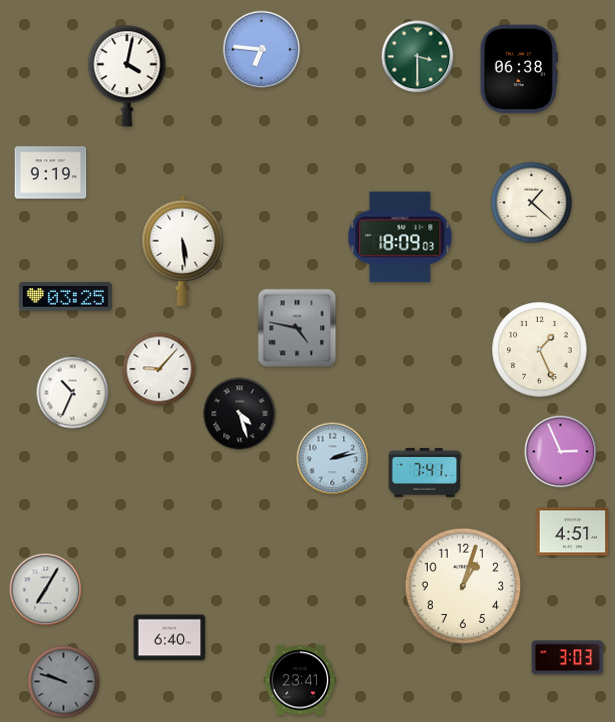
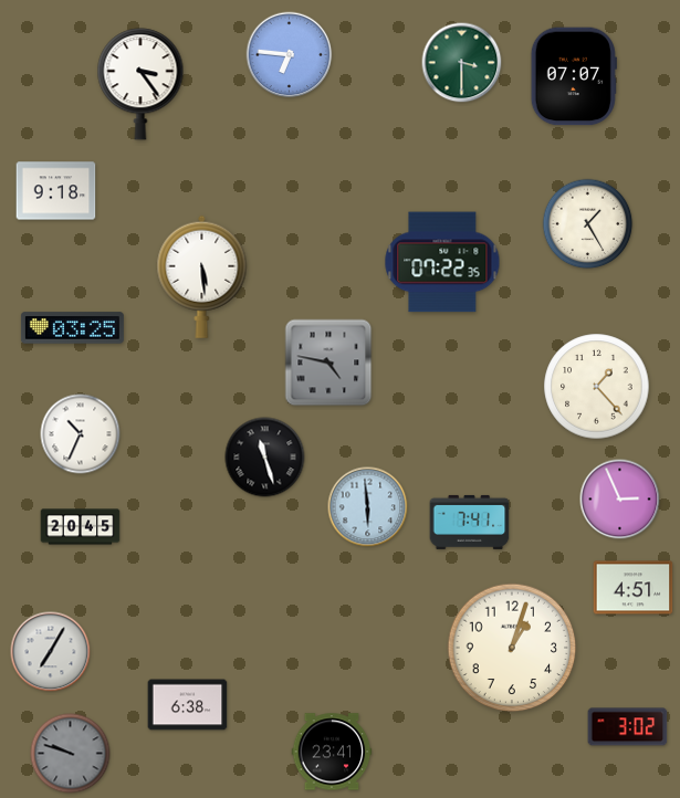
clock at (519, 69): 06:38 -> 07:07
clock at (127, 76): 4:02 -> 3:24
clock at (51, 173): 9:19 -> 9:18
clock at (532, 203): 1:22 -> 1:25
clock at (400, 237): 18:09 -> 07:22
clock at (540, 350): 1:26 -> 1:23
clock at (159, 369): 9:07 -> none
clock at (240, 414): 4:27 -> 11:27
clock at (333, 459): 2:13 -> 5:59
clock at (81, 527): none -> 20:45
clock at (170, 638): 6:40 -> 6:38
clock at (568, 658): 3:03 -> 3:02
